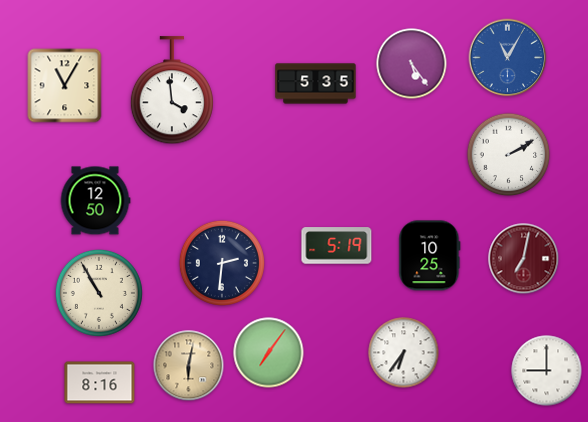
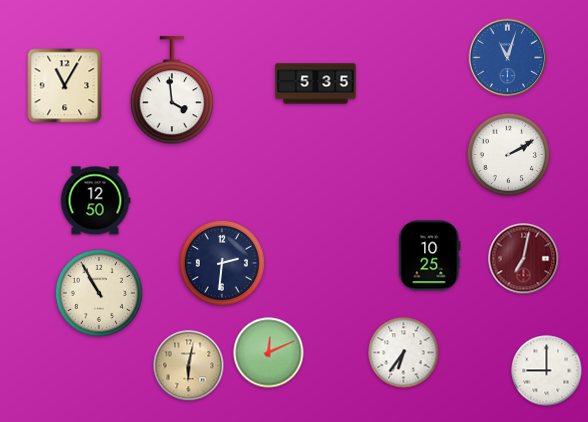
clock at (508, 58): 11:05 -> 11:03
clock at (412, 64): 5:24 -> none
clock at (337, 246): 5:19 -> none
clock at (269, 353): 7:06 -> 12:11
clock at (100, 383): 8:16 -> none
